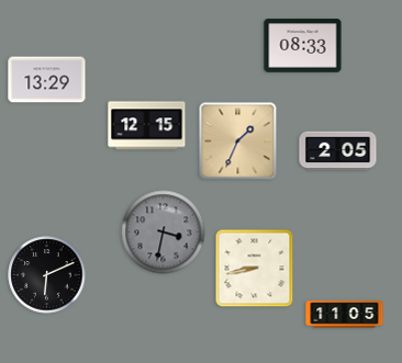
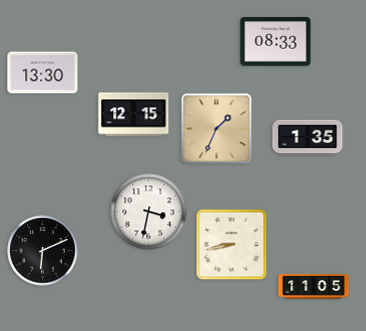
clock at (47, 80): 13:29 -> 13:30
clock at (338, 151): 2:05 -> 1:35
clock at (164, 232) dial: grey -> white
